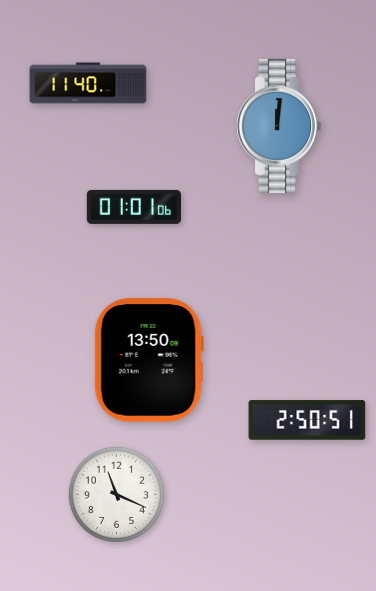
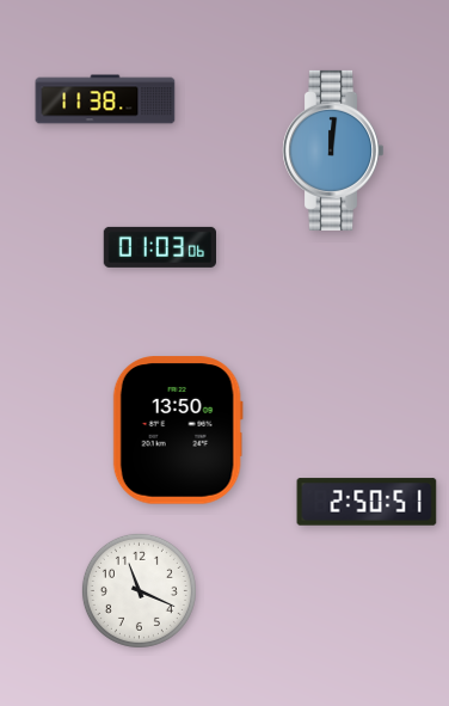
clock at (88, 83): 11:40 -> 11:38
clock at (133, 207): 01:01 -> 01:03
